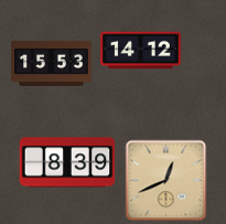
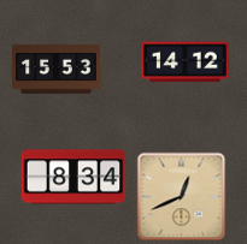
clock at (141, 51) position: (141, 51) -> (186, 63)
clock at (67, 162): 8:39 -> 8:34
